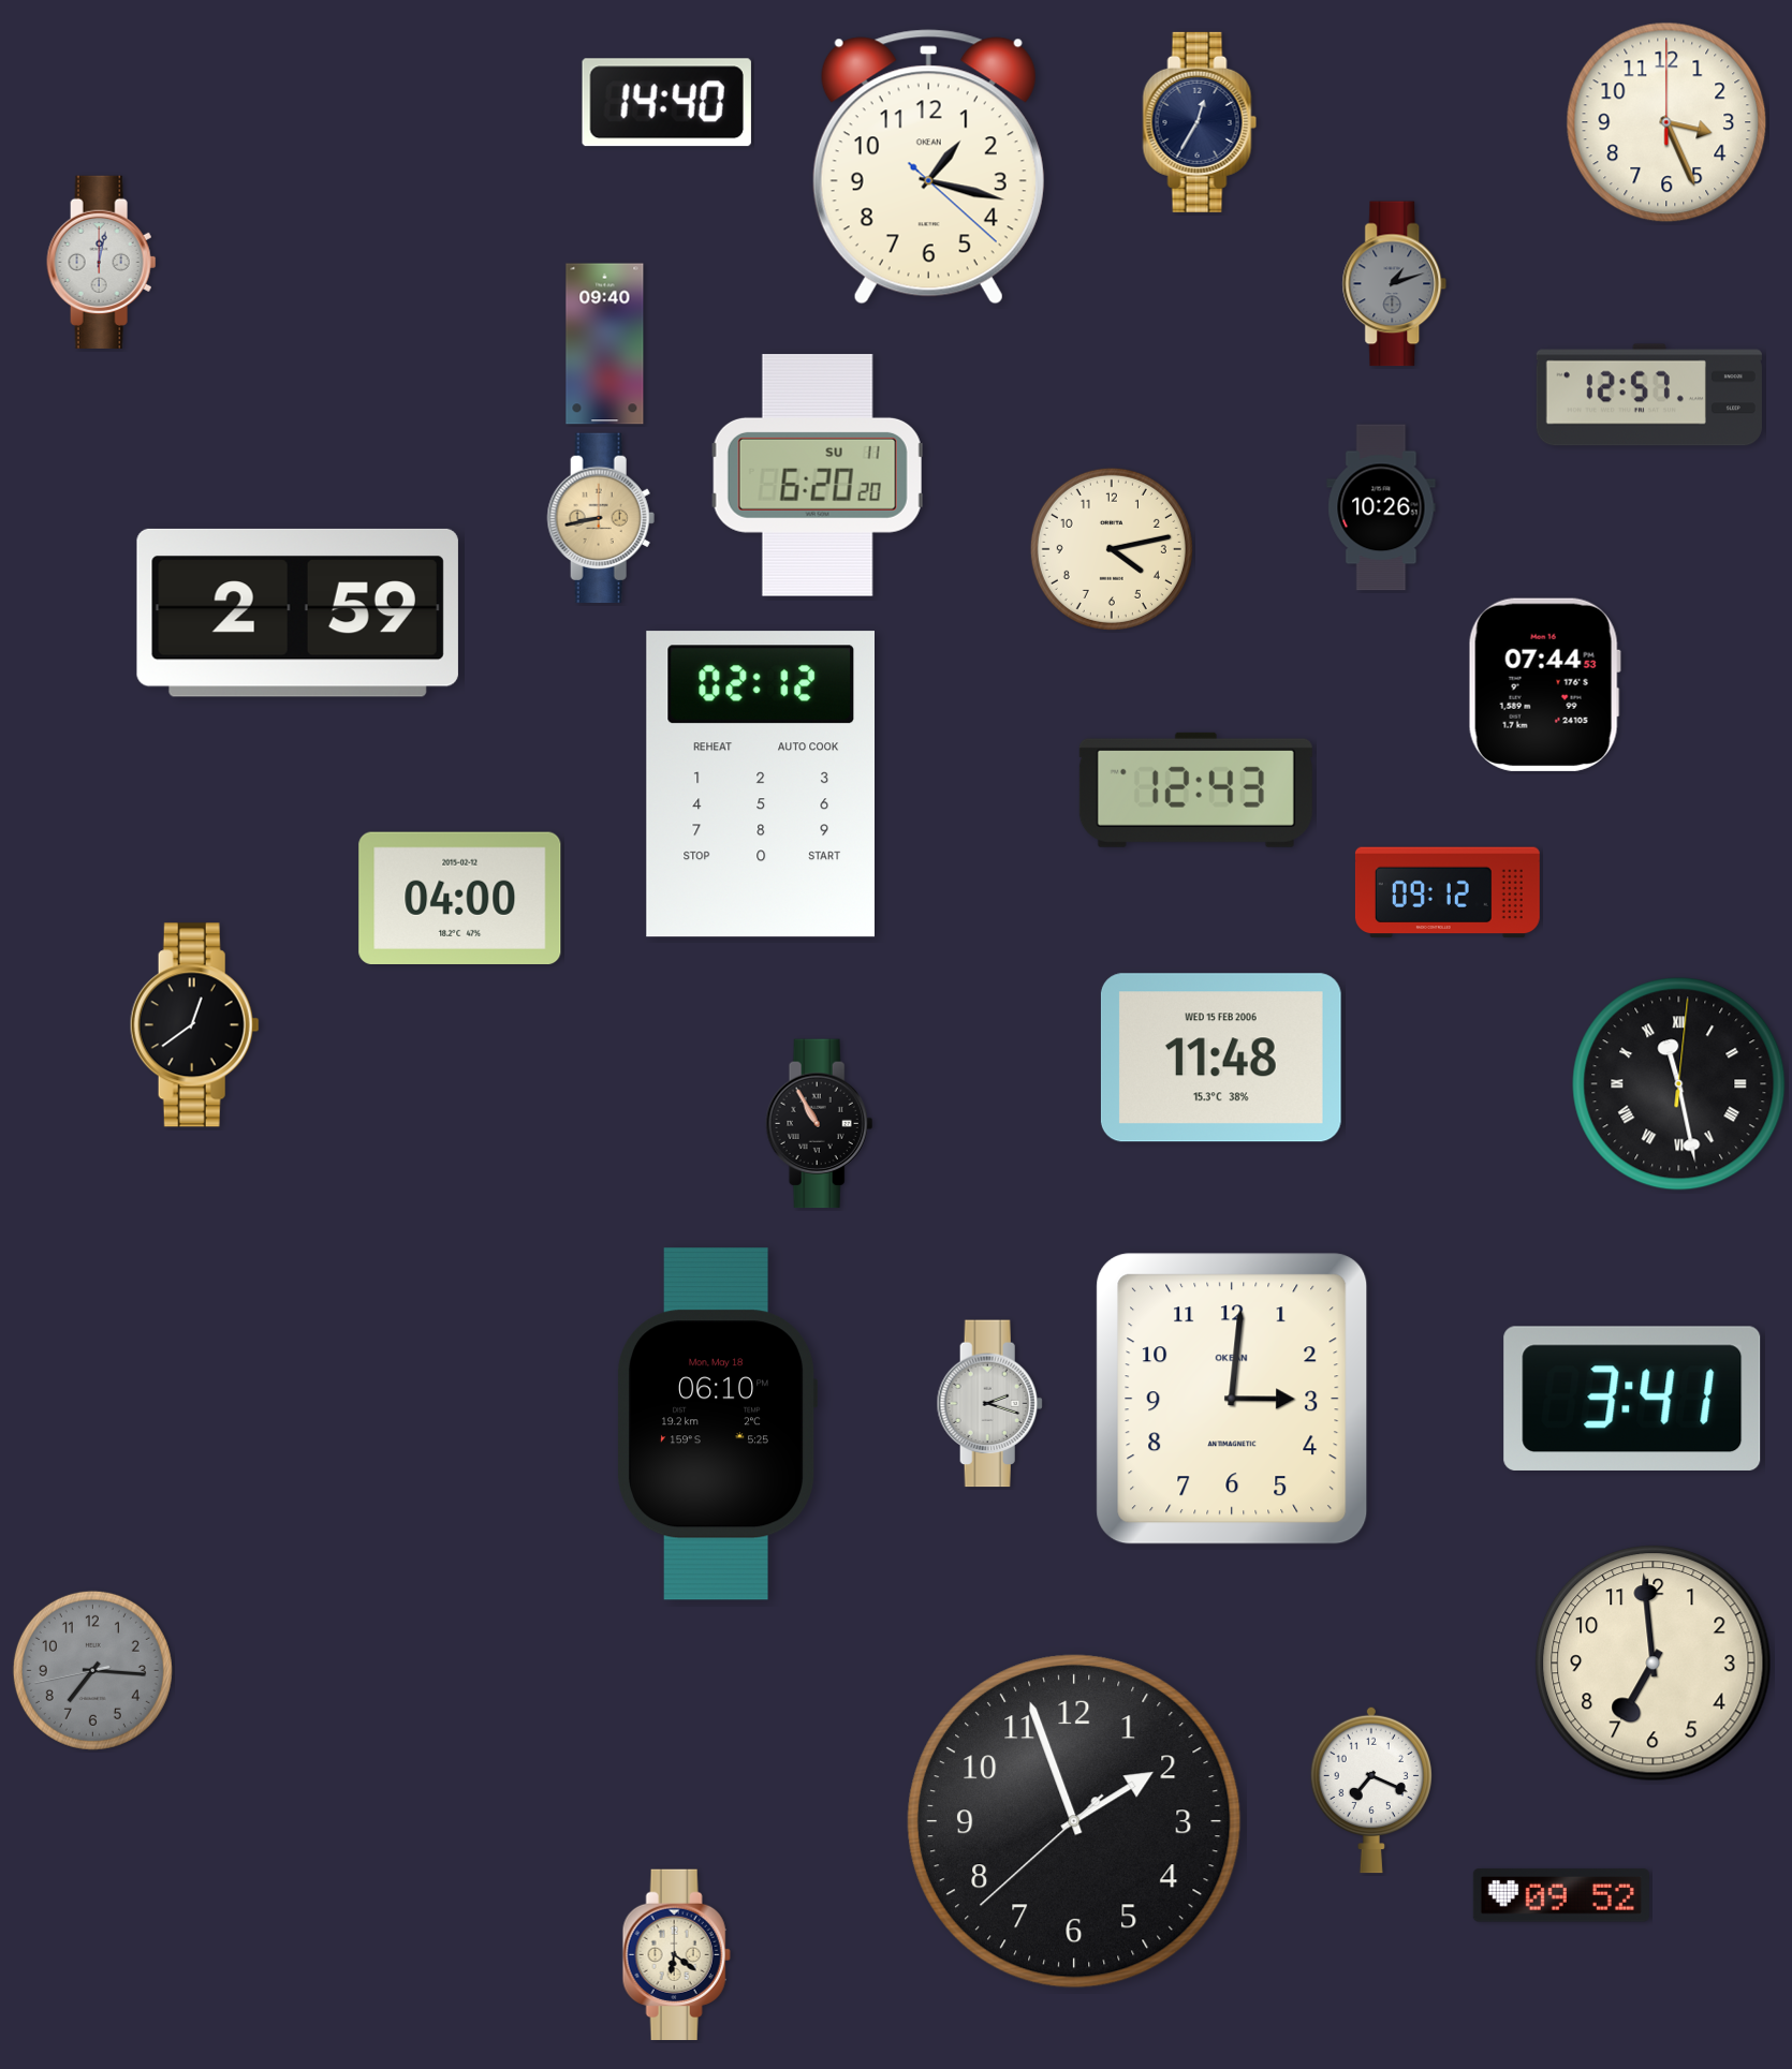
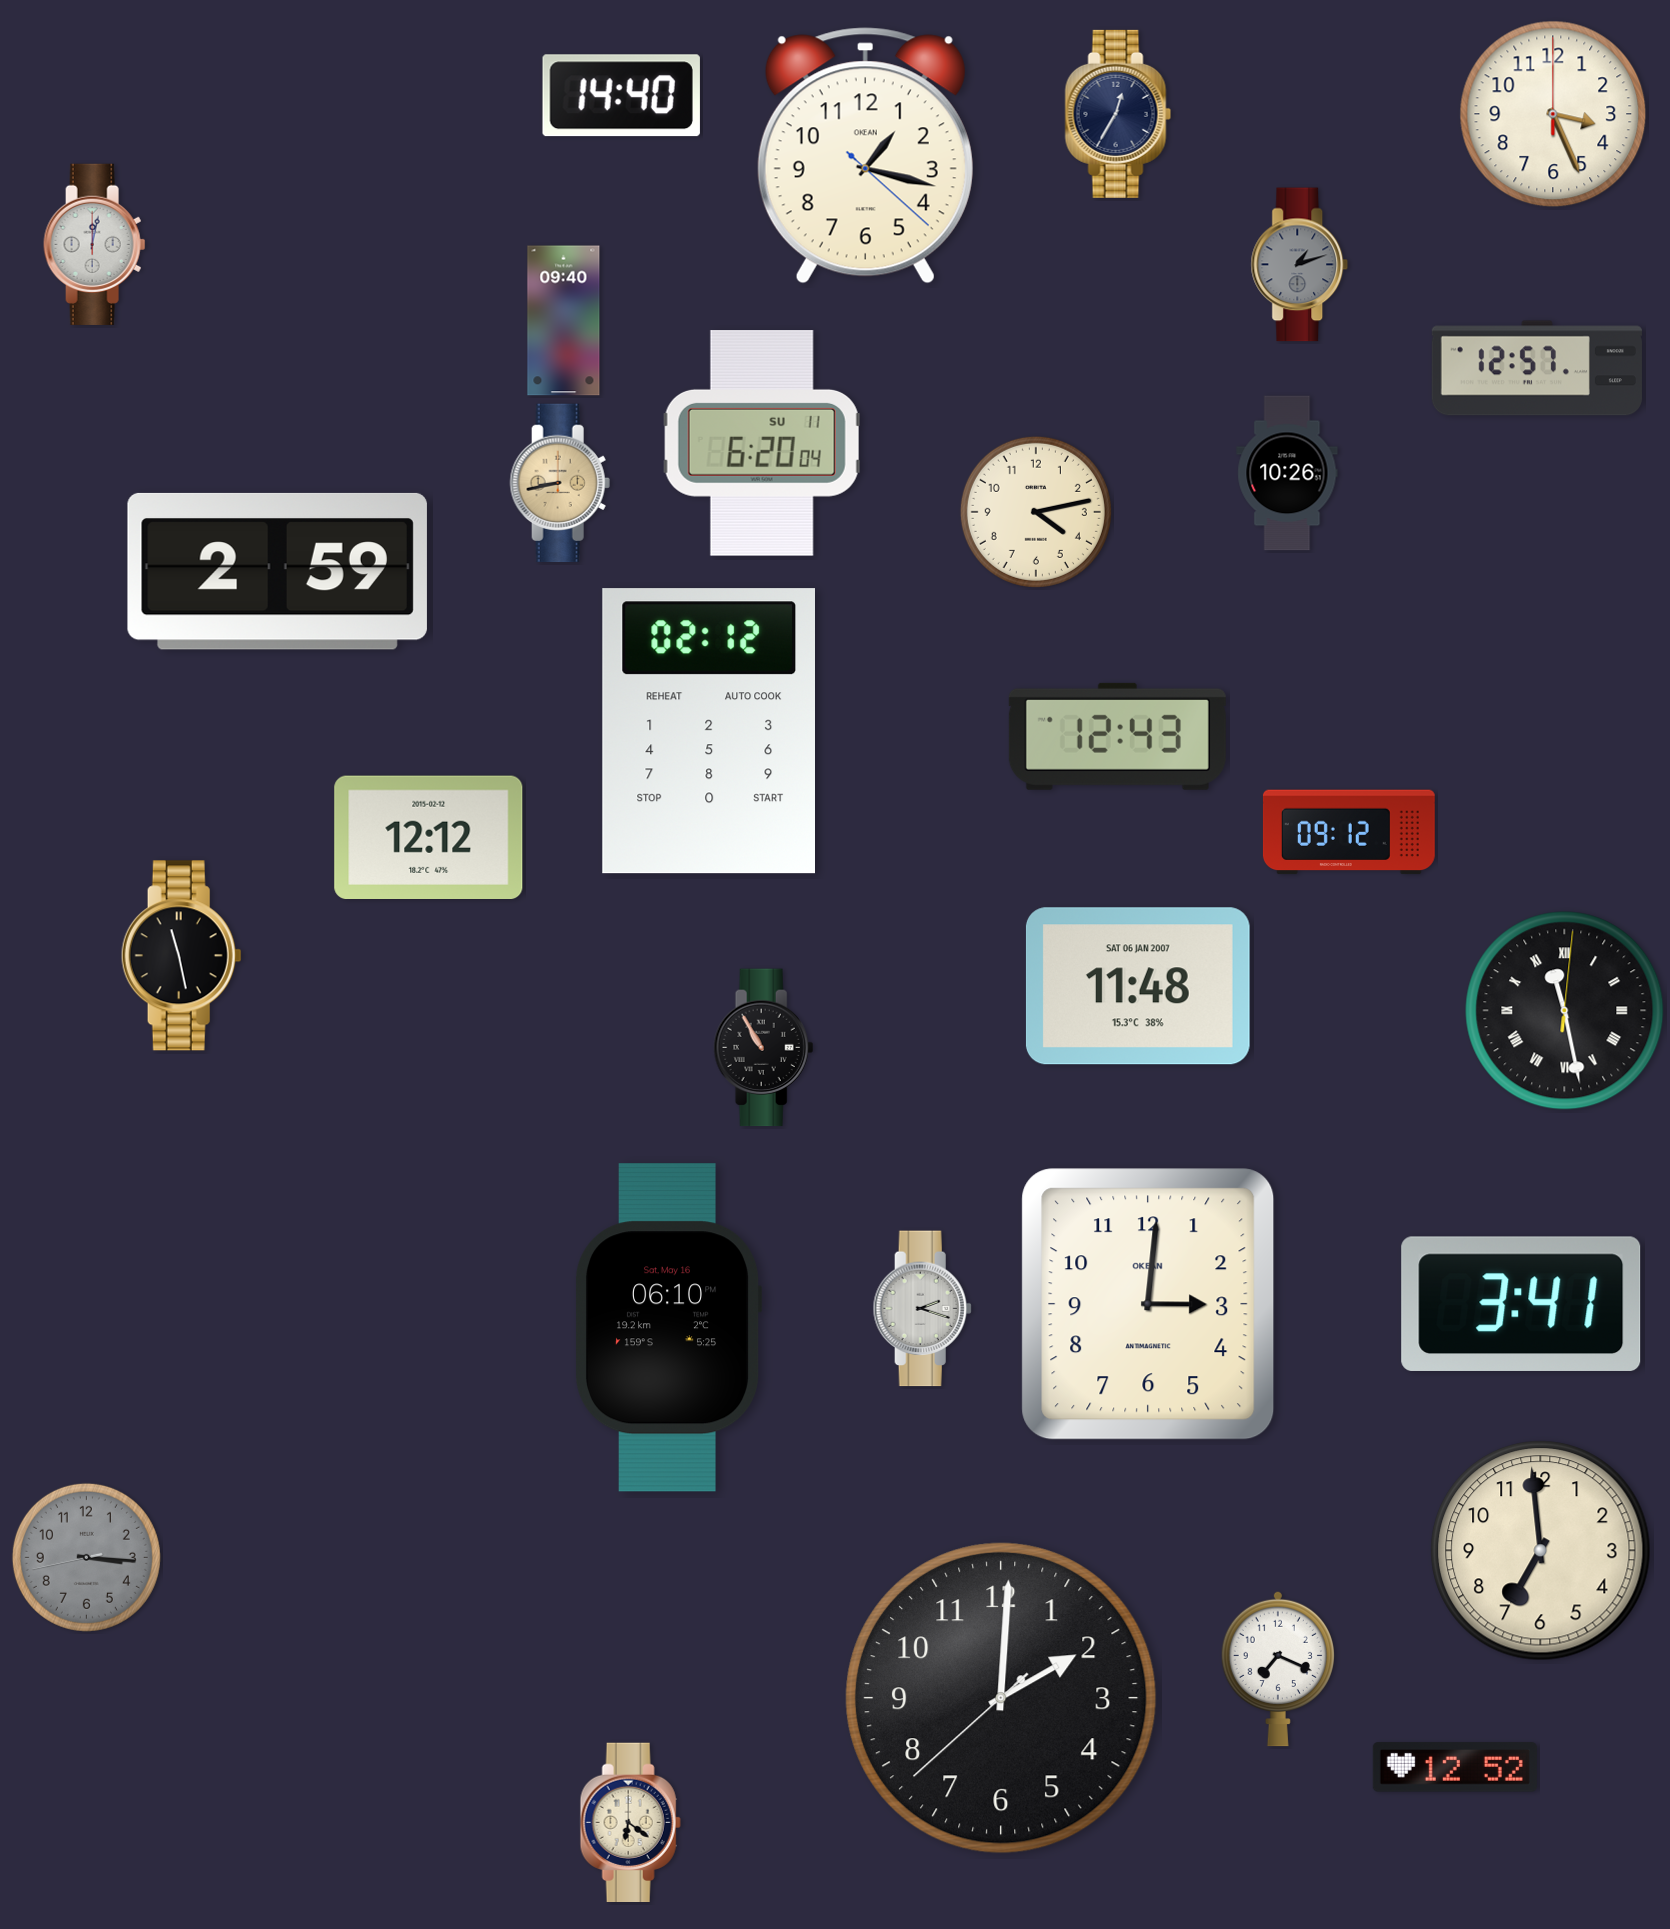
clock at (818, 475): 6:20:20 -> 6:20:04
clock at (1544, 684): 07:44 -> none
clock at (1195, 789) position: (1195, 789) -> (1117, 736)
clock at (460, 898): 04:00 -> 12:12
clock at (194, 1025): 12:39 -> 11:28
clock at (1221, 1058) date: WED 15 FEB 2006 -> SAT 06 JAN 2007
clock at (716, 1424) date: Mon, May 18 -> Sat, May 16
clock at (92, 1670): 7:15 -> 3:15
clock at (1074, 1821): 1:56 -> 2:00
clock at (1561, 1895): 09:52 -> 12:52
